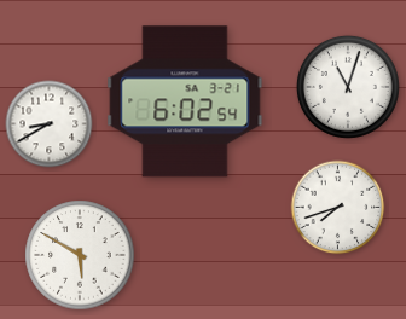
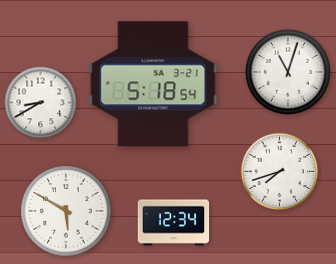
clock at (185, 101): 6:02 -> 5:18
clock at (174, 223): none -> 12:34
